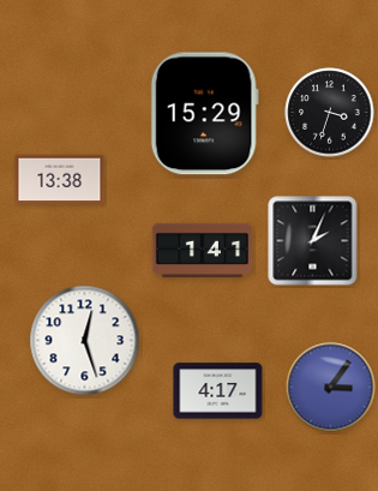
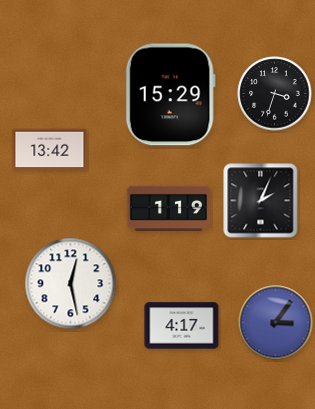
clock at (60, 180): 13:38 -> 13:42
clock at (203, 250): 1:41 -> 1:19
clock at (85, 341): 12:27 -> 12:28
